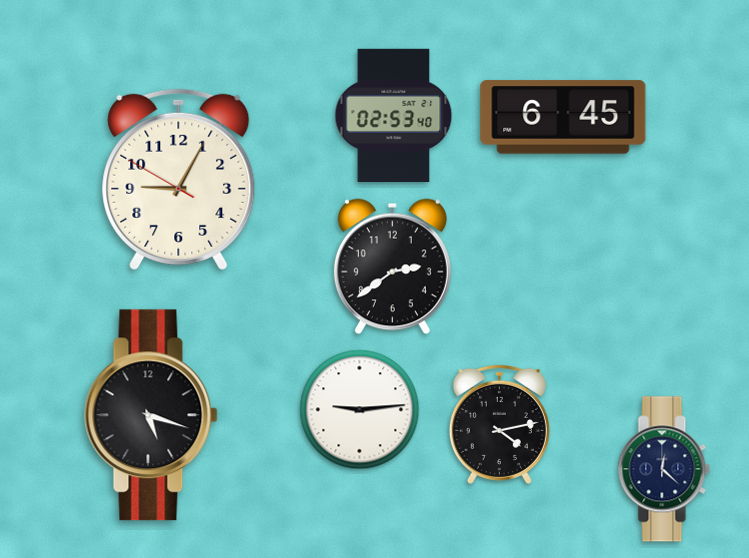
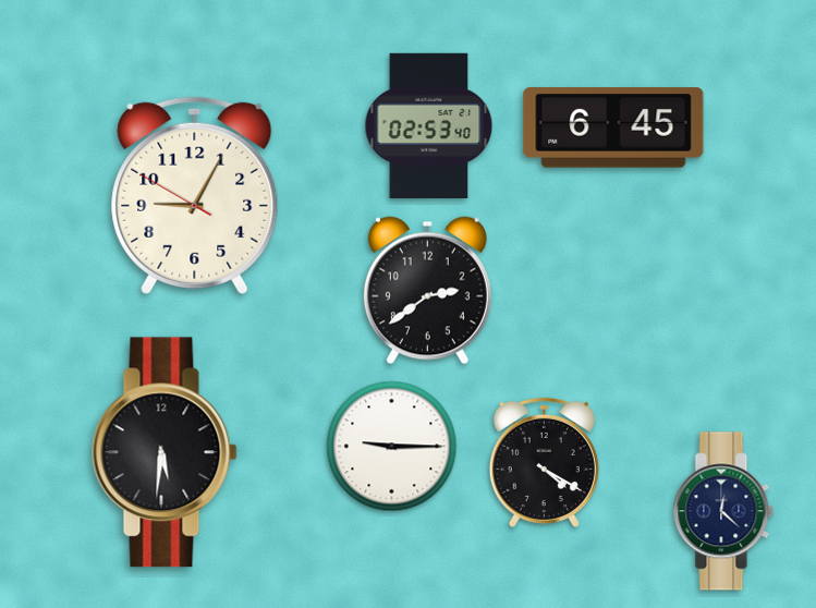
clock at (360, 410): 9:14 -> 9:15
clock at (151, 415): 5:18 -> 5:31
clock at (499, 424): 4:13 -> 4:20
